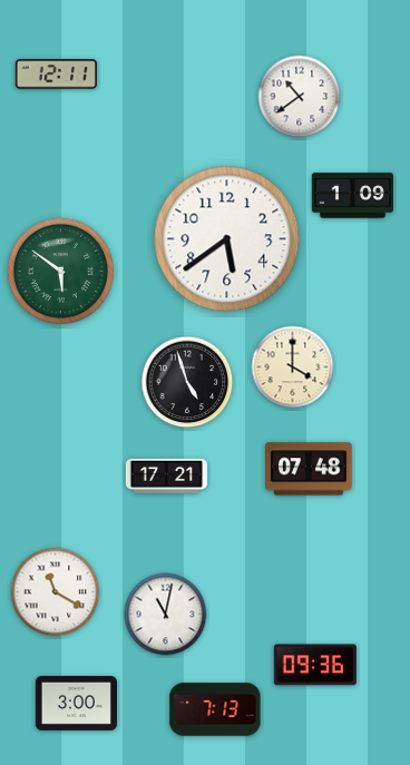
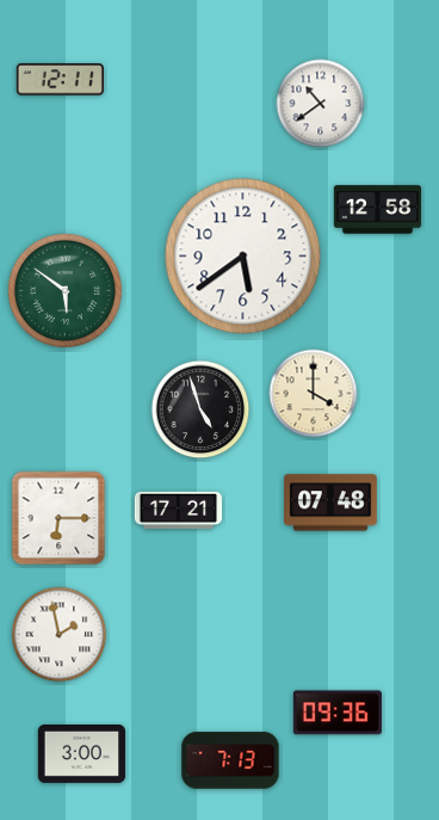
clock at (352, 196): 1:09 -> 12:58
clock at (58, 518): none -> 6:15
clock at (56, 592): 11:20 -> 1:58
clock at (166, 615): 11:02 -> none
